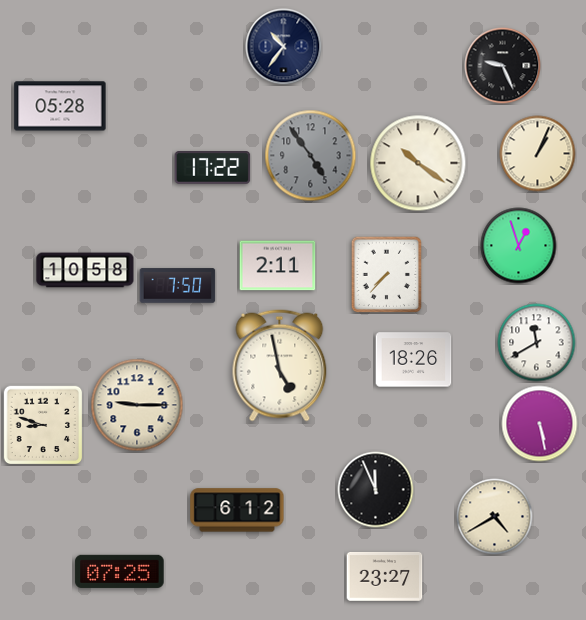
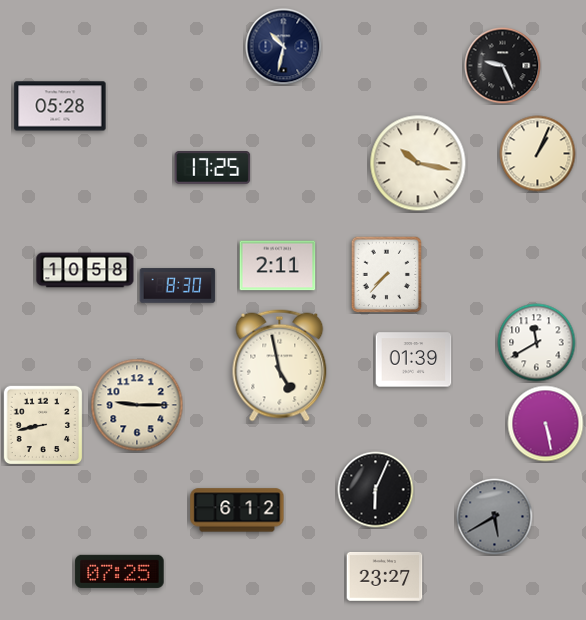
clock at (284, 47): 10:36 -> 10:32
clock at (311, 156): 4:54 -> none
clock at (418, 163): 10:21 -> 10:17
clock at (213, 168): 17:22 -> 17:25
clock at (519, 246): 12:57 -> none
clock at (178, 286): 7:50 -> 8:30
clock at (414, 360): 18:26 -> 01:39
clock at (540, 424) position: (540, 424) -> (546, 424)
clock at (43, 425): 8:48 -> 8:43
clock at (376, 490): 11:56 -> 6:04
clock at (495, 517): 4:40 -> 5:40
clock at (495, 517) dial: cream -> grey
